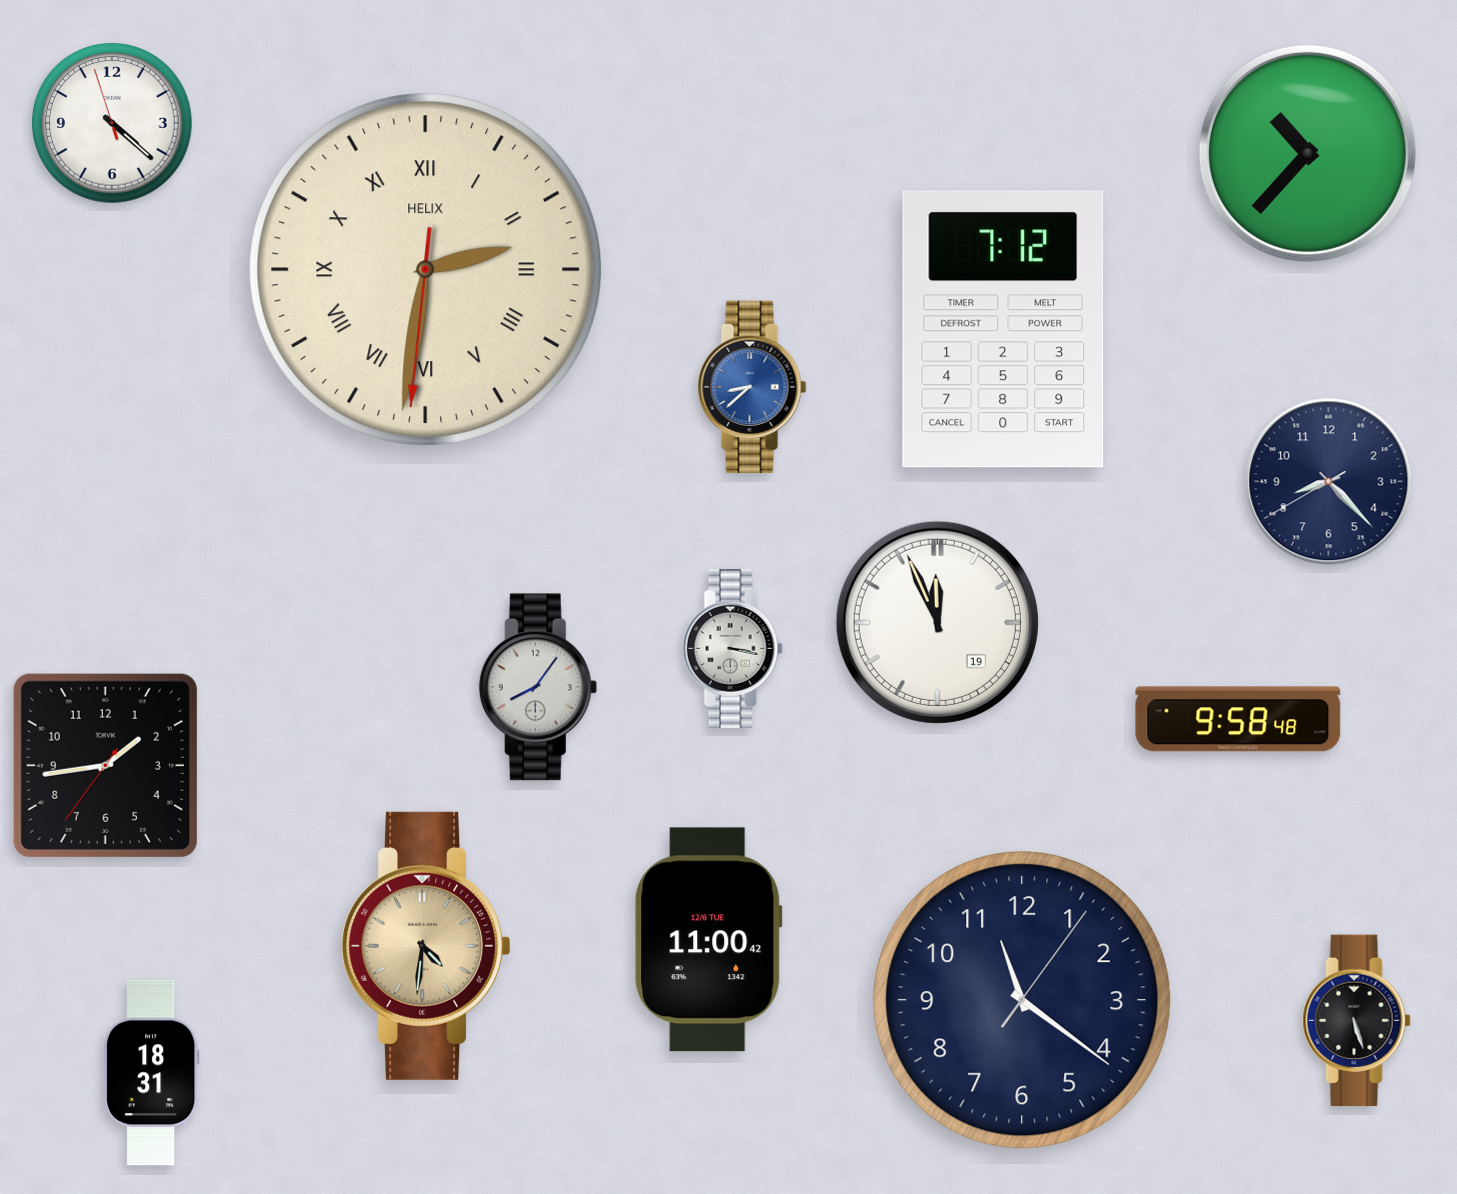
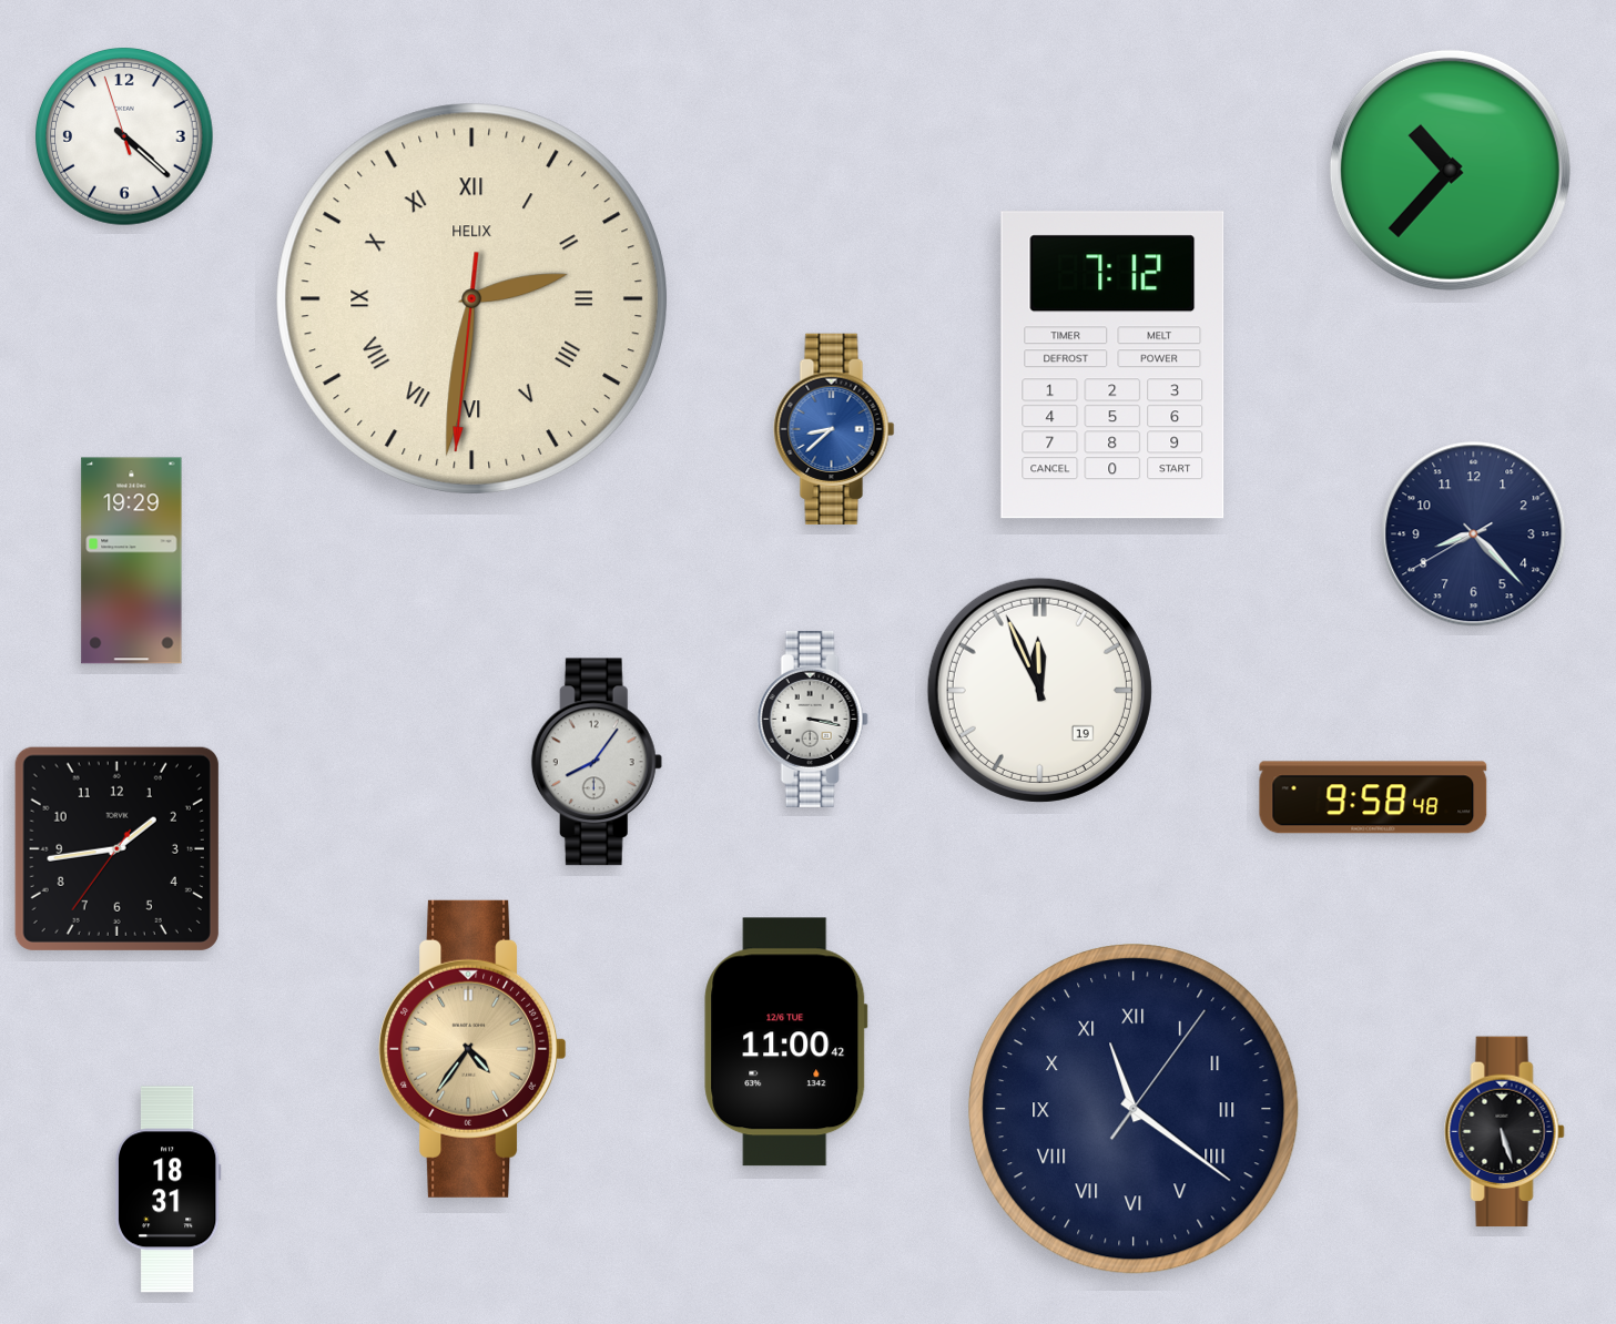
clock at (132, 561): none -> 19:29
clock at (426, 946): 4:31 -> 4:36
clock at (1022, 1000) numerals: Arabic -> Roman
